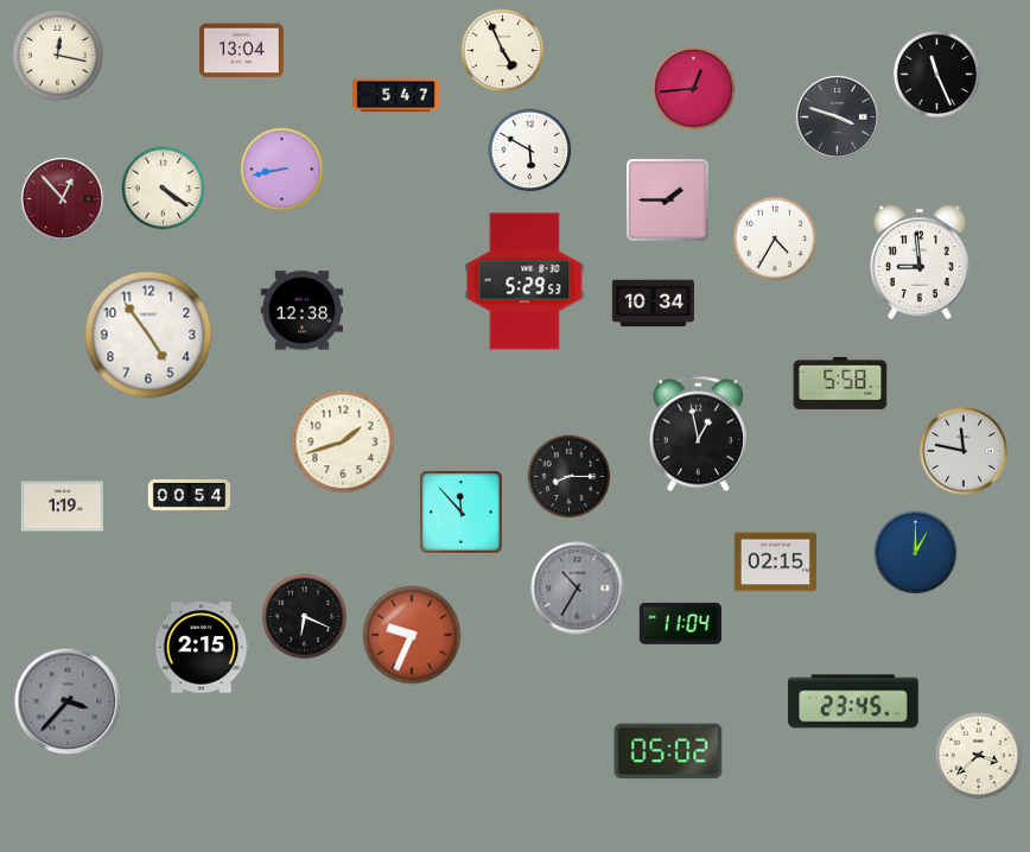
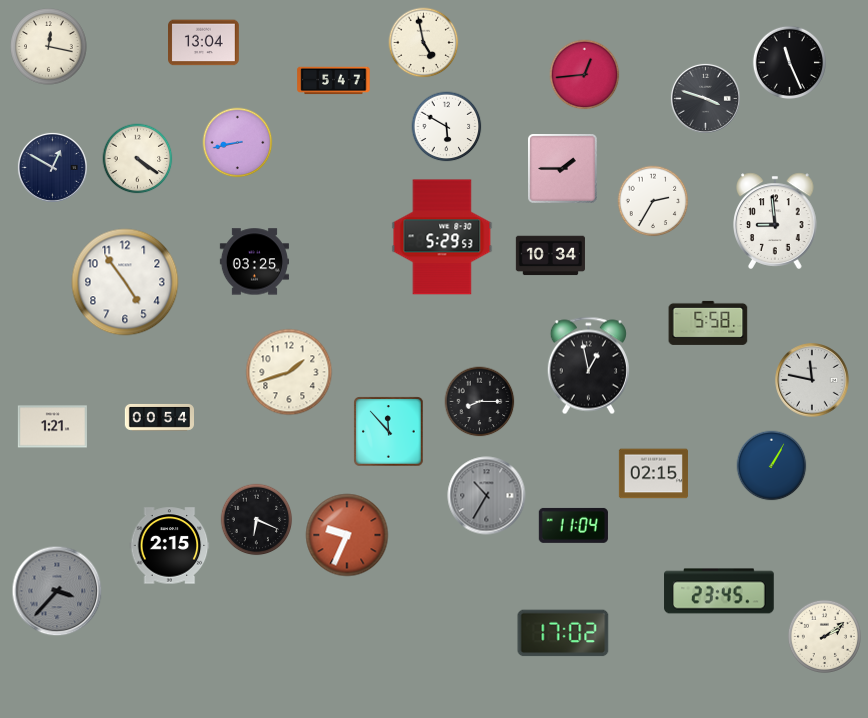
clock at (503, 51): 4:56 -> 4:58
clock at (62, 198): 12:53 -> 12:50
clock at (62, 198) dial: burgundy -> navy
clock at (775, 239): 4:35 -> 2:35
clock at (301, 311): 12:38 -> 03:25
clock at (62, 507): 1:19 -> 1:21
clock at (916, 553): 1:00 -> 1:05
clock at (668, 751): 05:02 -> 17:02
clock at (978, 755): 3:38 -> 2:09
